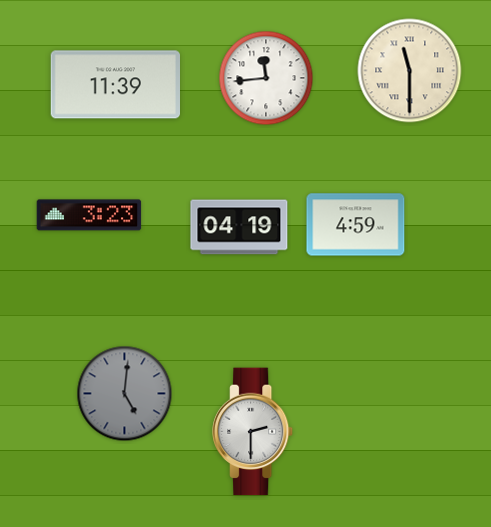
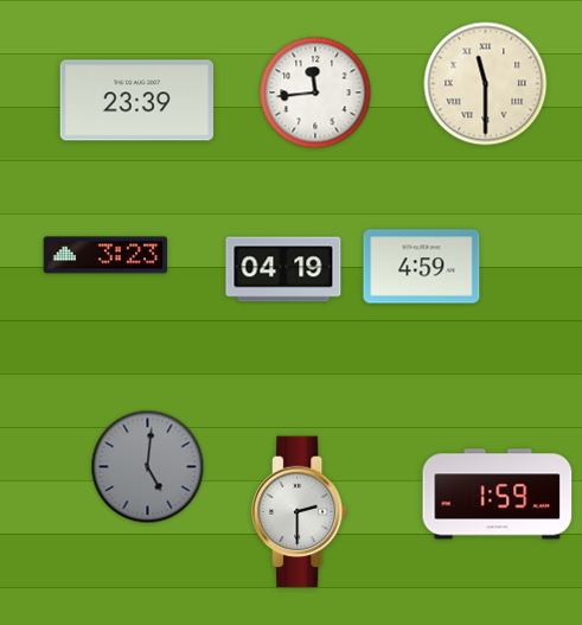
clock at (115, 85): 11:39 -> 23:39
clock at (498, 495): none -> 1:59
